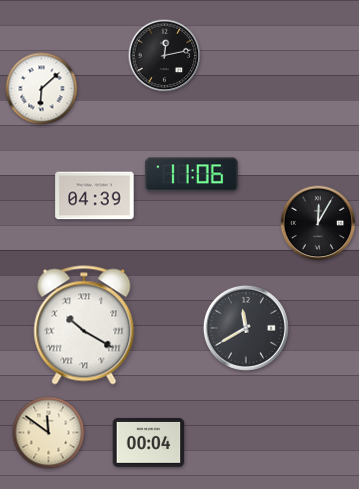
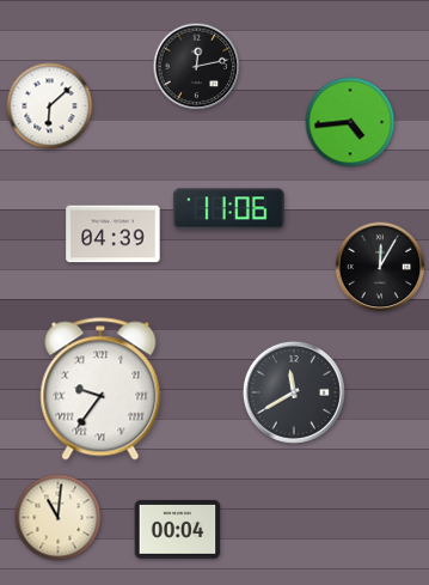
clock at (350, 122): none -> 4:44
clock at (84, 325): 10:20 -> 9:36
clock at (49, 433): 11:51 -> 11:01
